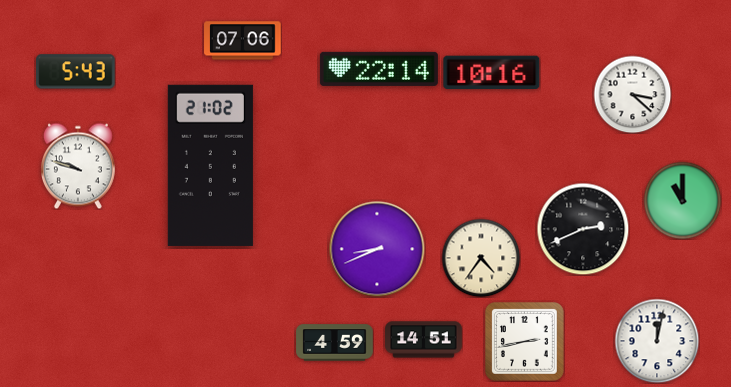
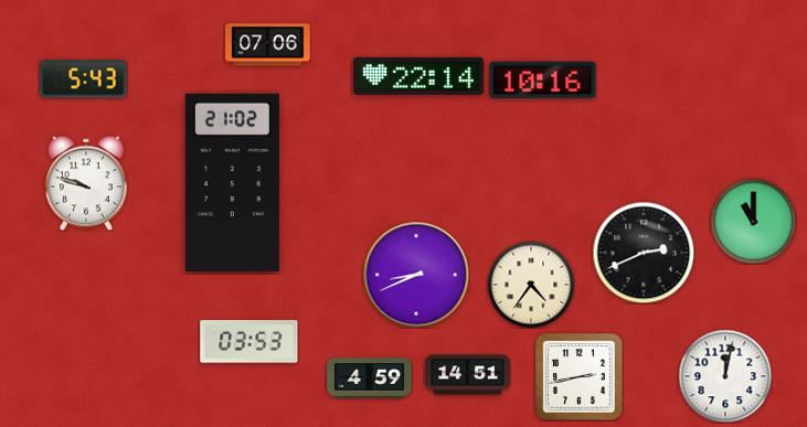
clock at (632, 94): 3:22 -> none
clock at (249, 342): none -> 03:53
